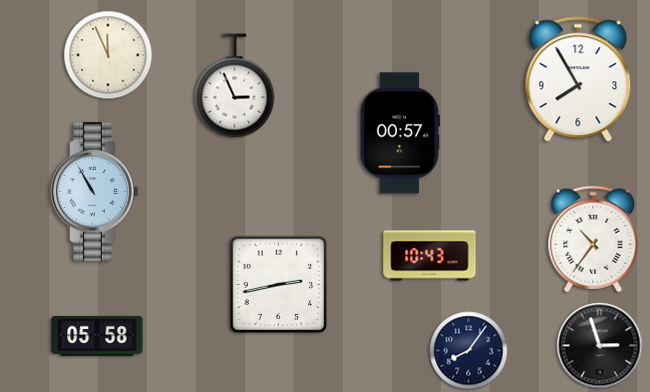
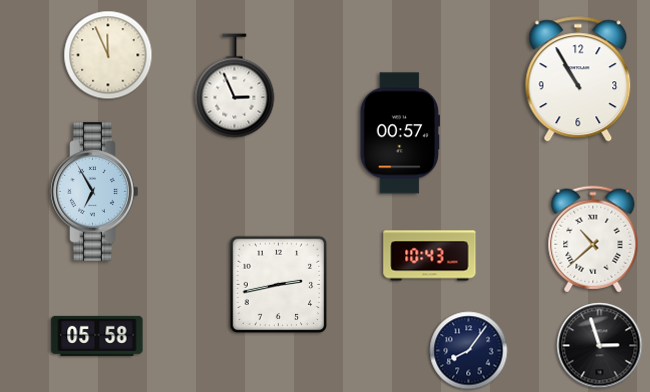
clock at (578, 80): 7:55 -> 10:55
clock at (95, 192): 10:55 -> 6:55
clock at (593, 239): 10:36 -> 10:38
